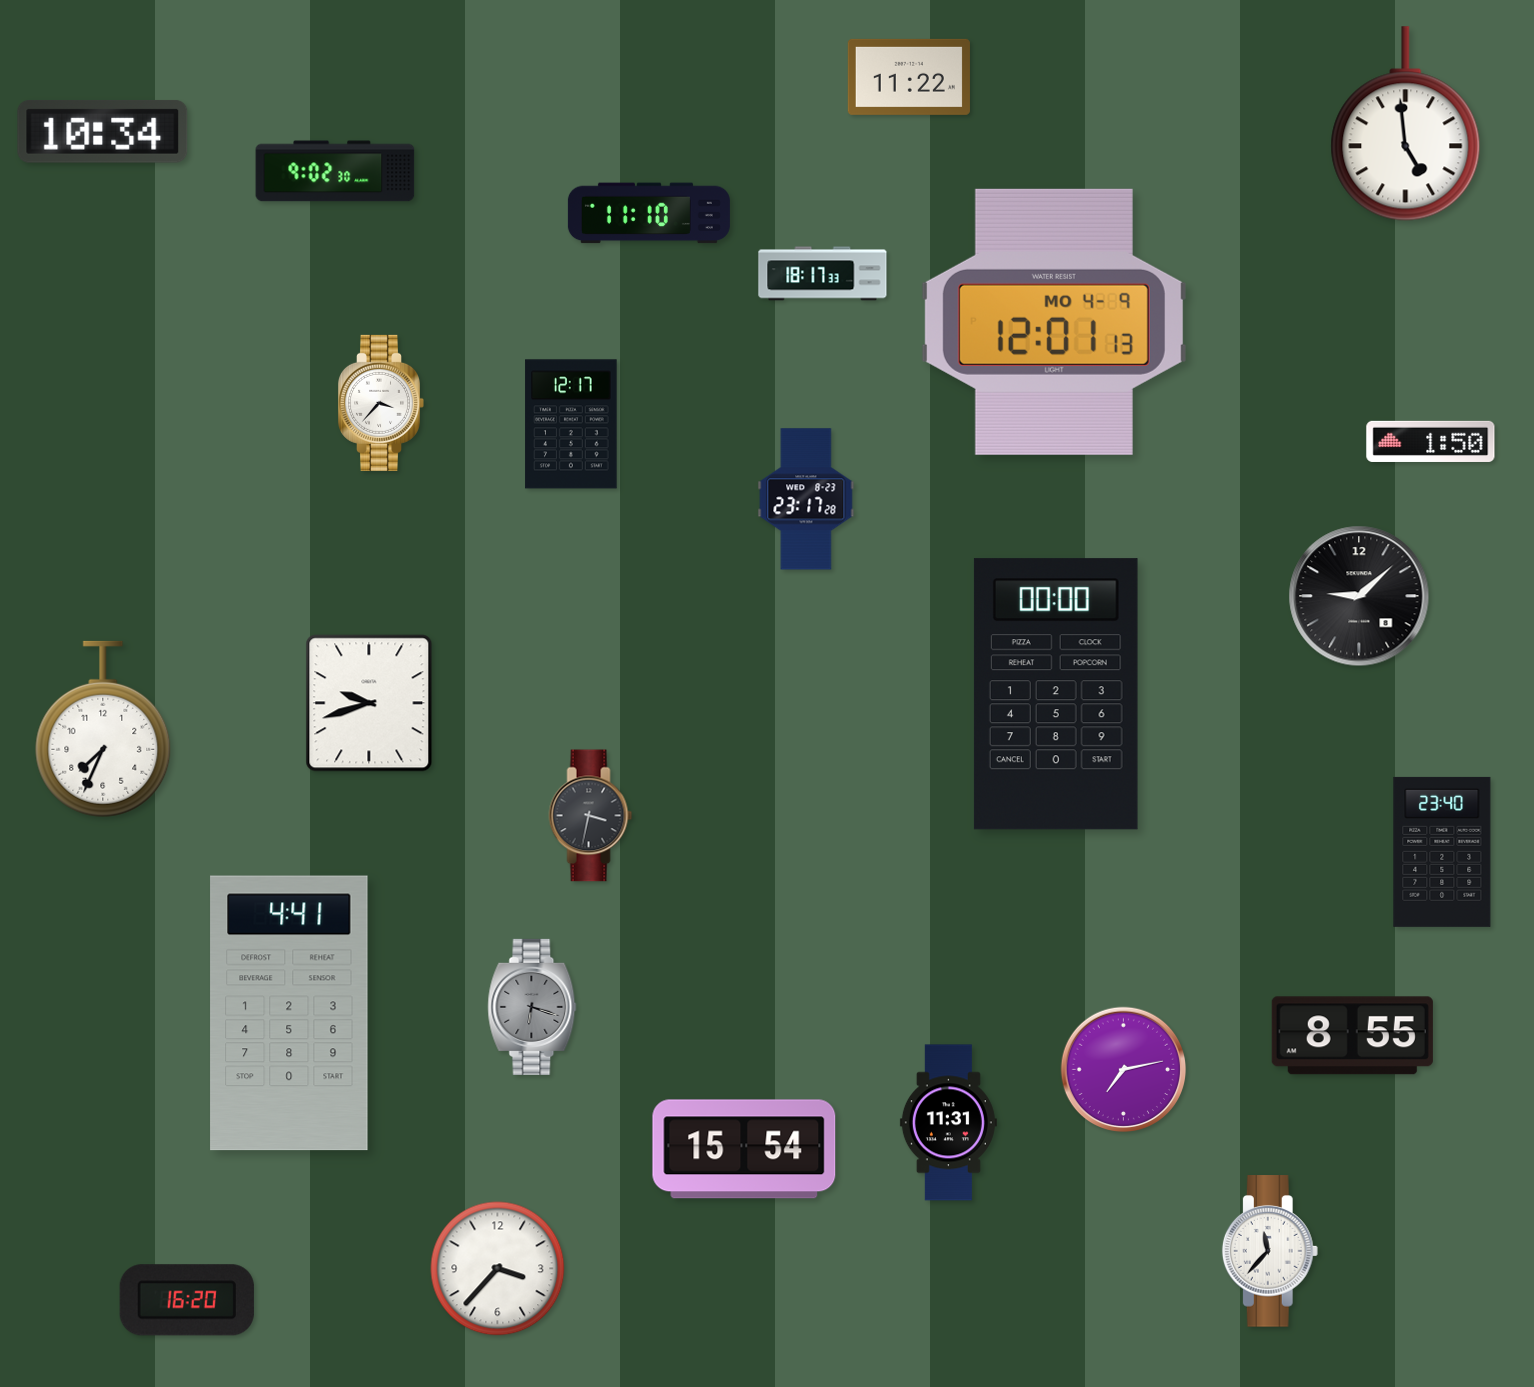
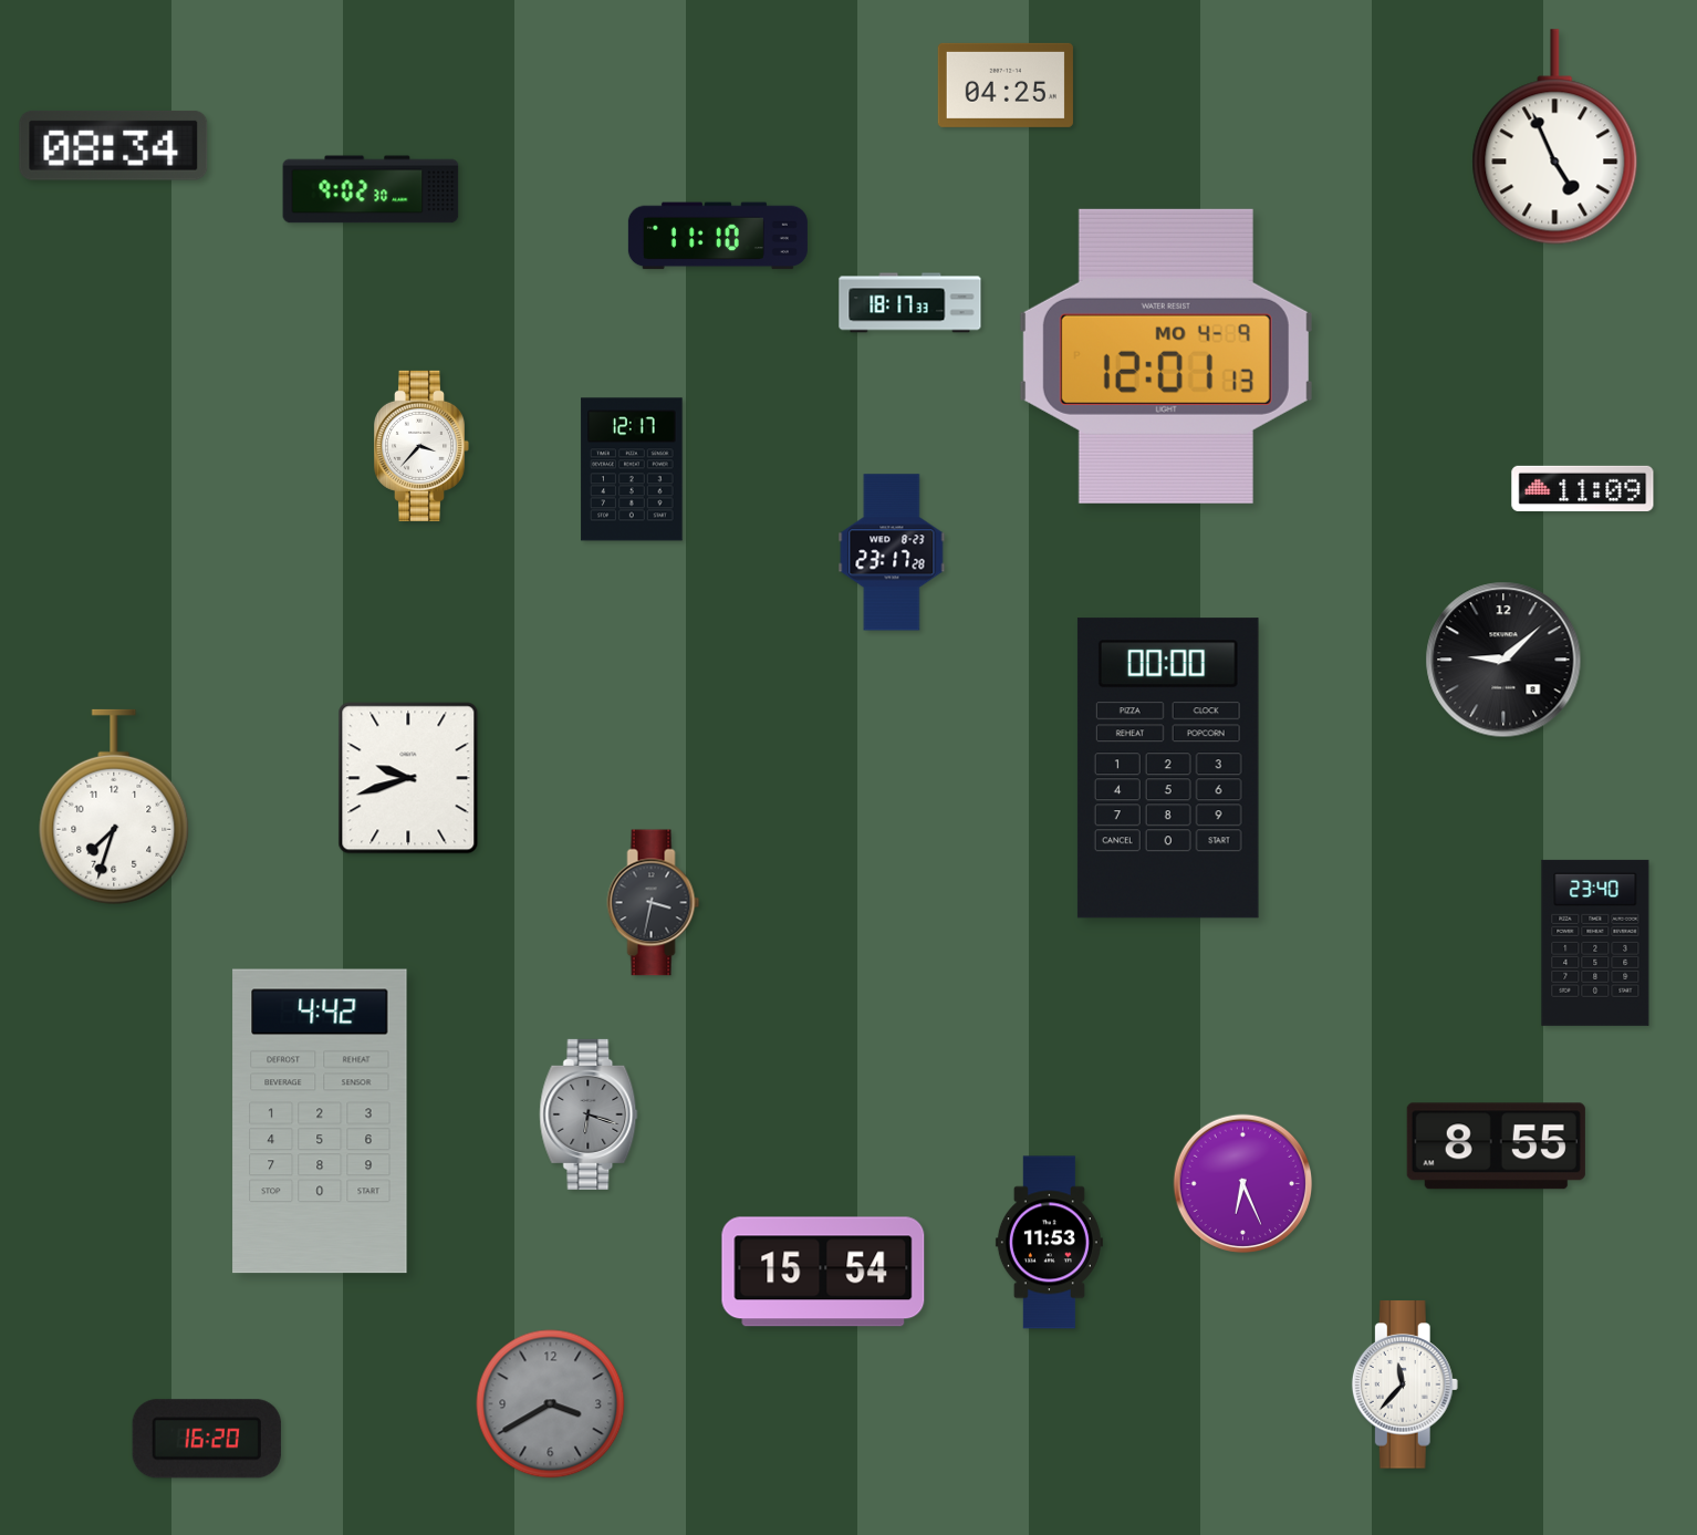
clock at (909, 77): 11:22 -> 04:25
clock at (1406, 124): 4:59 -> 4:56
clock at (103, 131): 10:34 -> 08:34
clock at (1431, 441): 1:50 -> 11:09
clock at (103, 729): 7:34 -> 7:33
clock at (289, 1013): 4:41 -> 4:42
clock at (1124, 1070): 7:13 -> 6:26
clock at (948, 1123): 11:31 -> 11:53
clock at (498, 1269): 3:37 -> 3:40
clock at (498, 1269) dial: white -> grey
